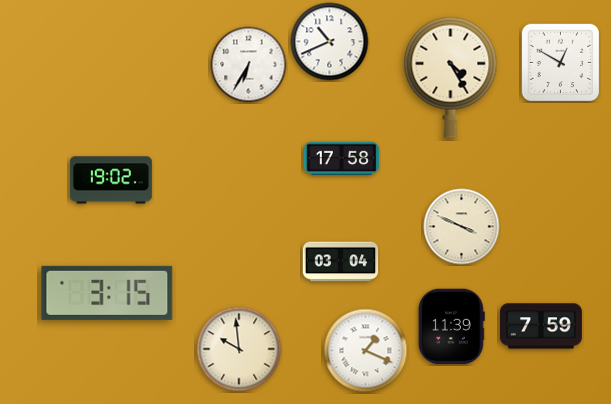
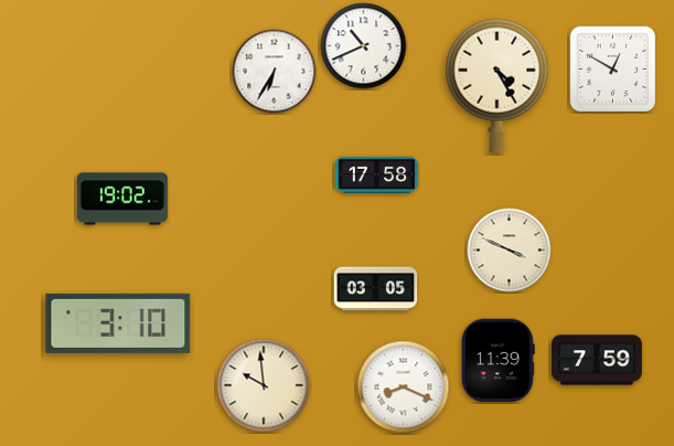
clock at (561, 63) position: (561, 63) -> (613, 70)
clock at (341, 262): 03:04 -> 03:05
clock at (107, 293): 3:15 -> 3:10
clock at (366, 351): 1:19 -> 8:19
